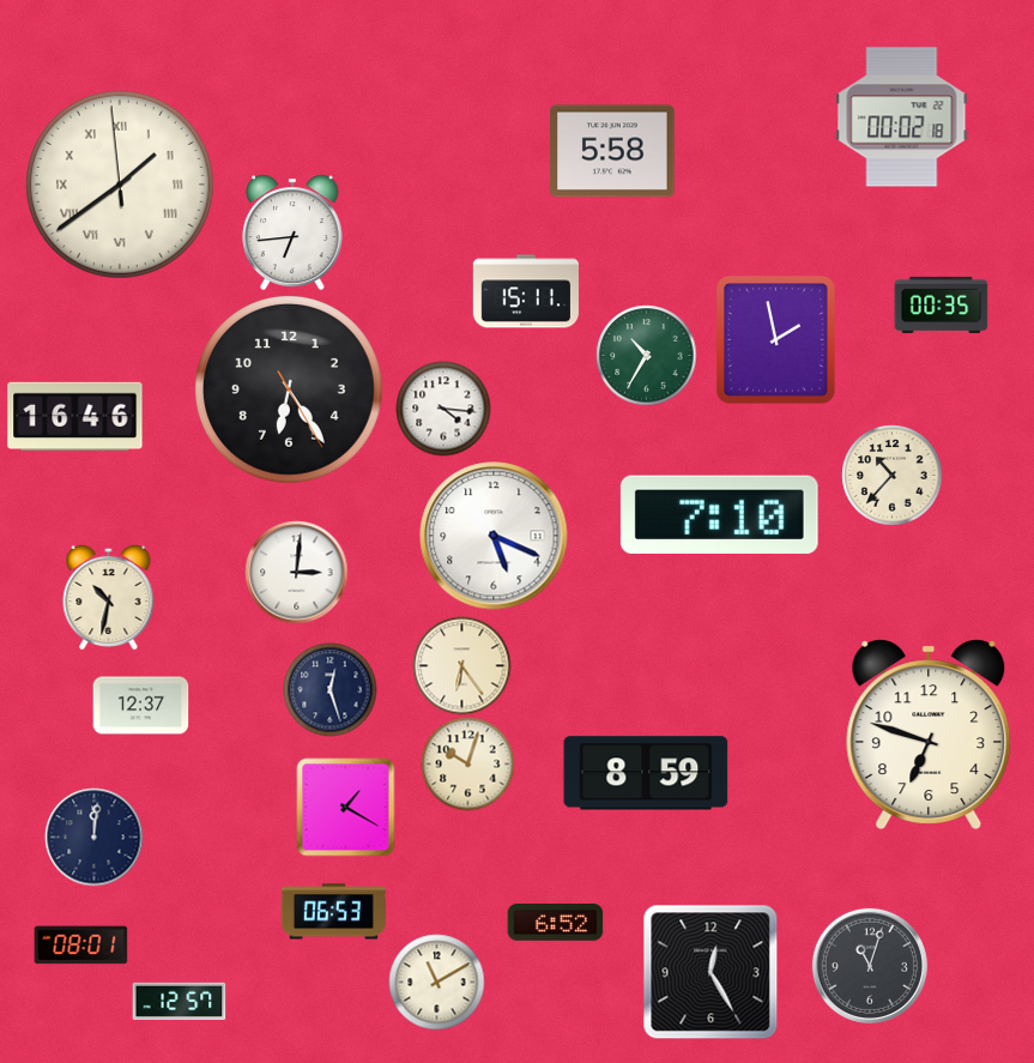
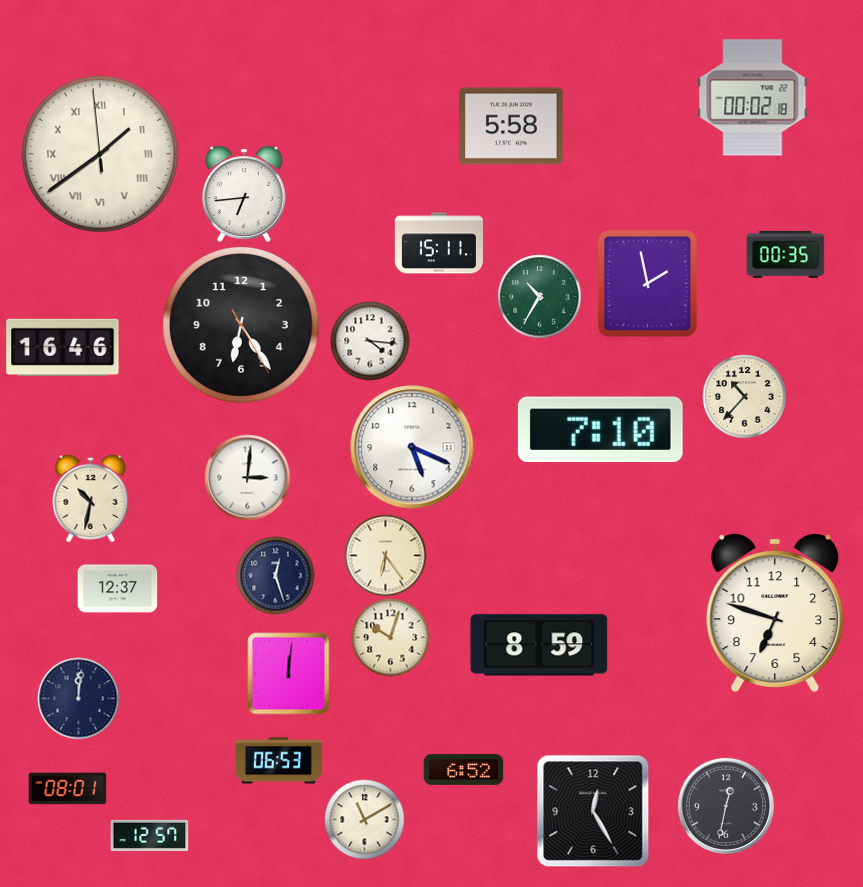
clock at (345, 807): 1:20 -> 12:01
clock at (870, 966): 11:03 -> 12:32
